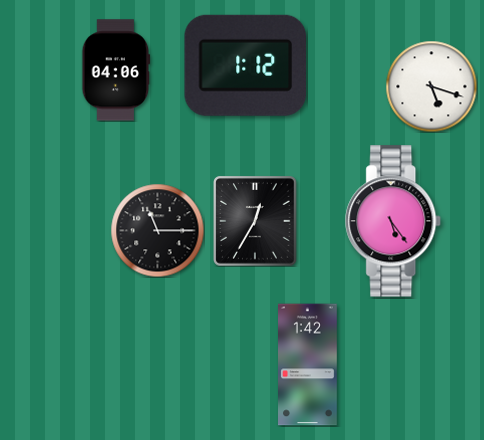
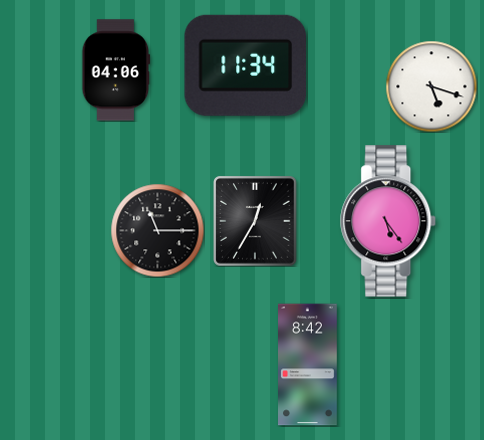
clock at (245, 65): 1:12 -> 11:34
clock at (394, 221) position: (394, 221) -> (389, 221)
clock at (308, 365): 1:42 -> 8:42
